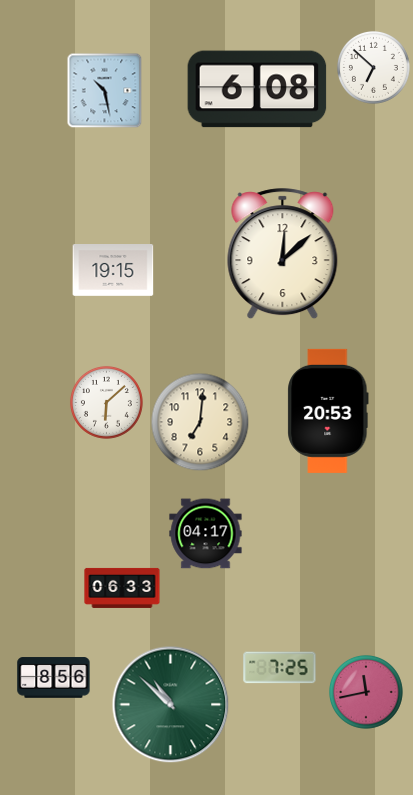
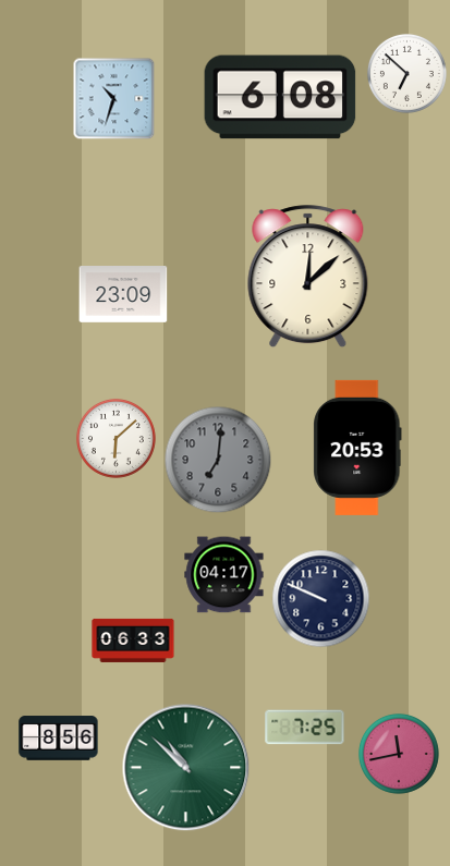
clock at (105, 91): 10:28 -> 10:33
clock at (113, 271): 19:15 -> 23:09
clock at (200, 422) dial: cream -> grey
clock at (206, 534) position: (206, 534) -> (224, 575)
clock at (321, 599): none -> 9:49
